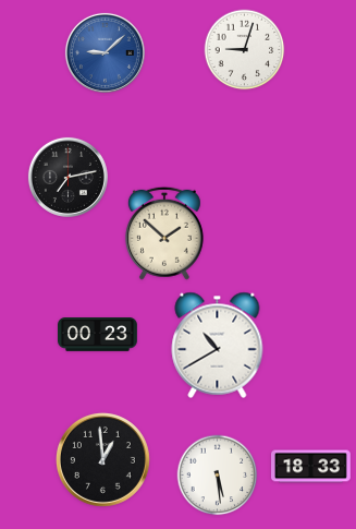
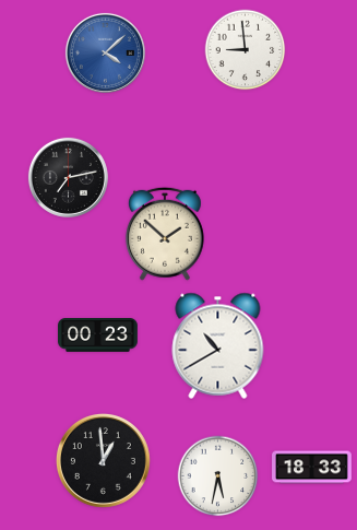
clock at (245, 50): 9:03 -> 8:59
clock at (105, 52): 9:08 -> 4:08
clock at (218, 476): 5:29 -> 5:32
